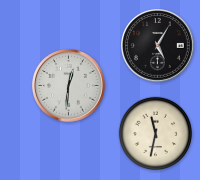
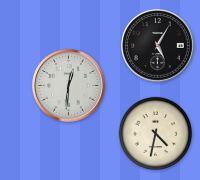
clock at (155, 133): 11:32 -> 4:32
